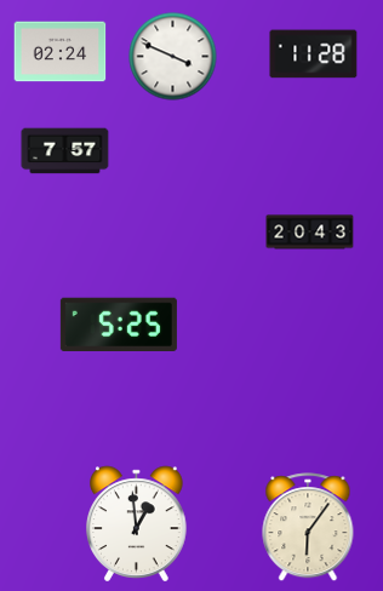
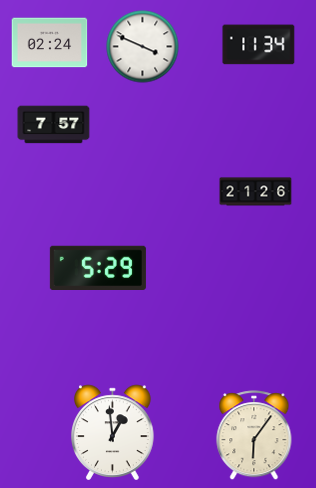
clock at (314, 54): 11:28 -> 11:34
clock at (310, 233): 20:43 -> 21:26
clock at (119, 325): 5:25 -> 5:29
